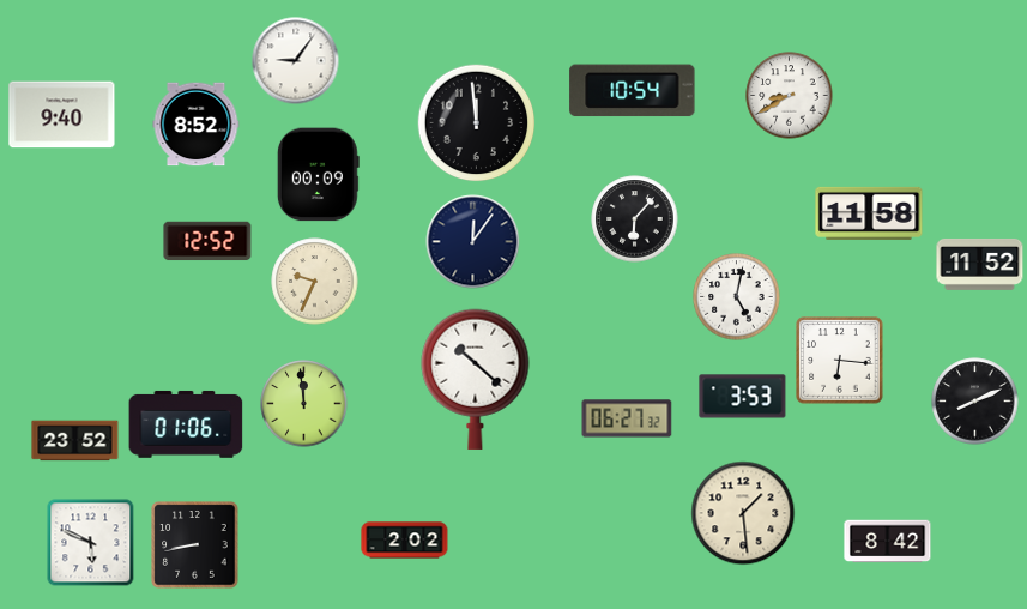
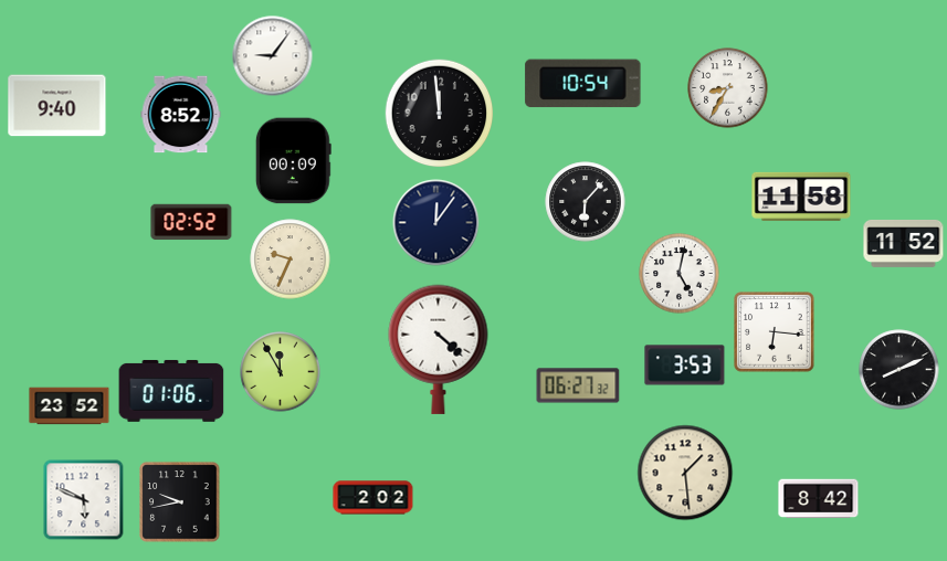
clock at (790, 96): 8:40 -> 8:35
clock at (207, 241): 12:52 -> 02:52
clock at (476, 379): 10:22 -> 4:22
clock at (304, 404): 11:59 -> 11:55
clock at (195, 545): 8:43 -> 9:43
